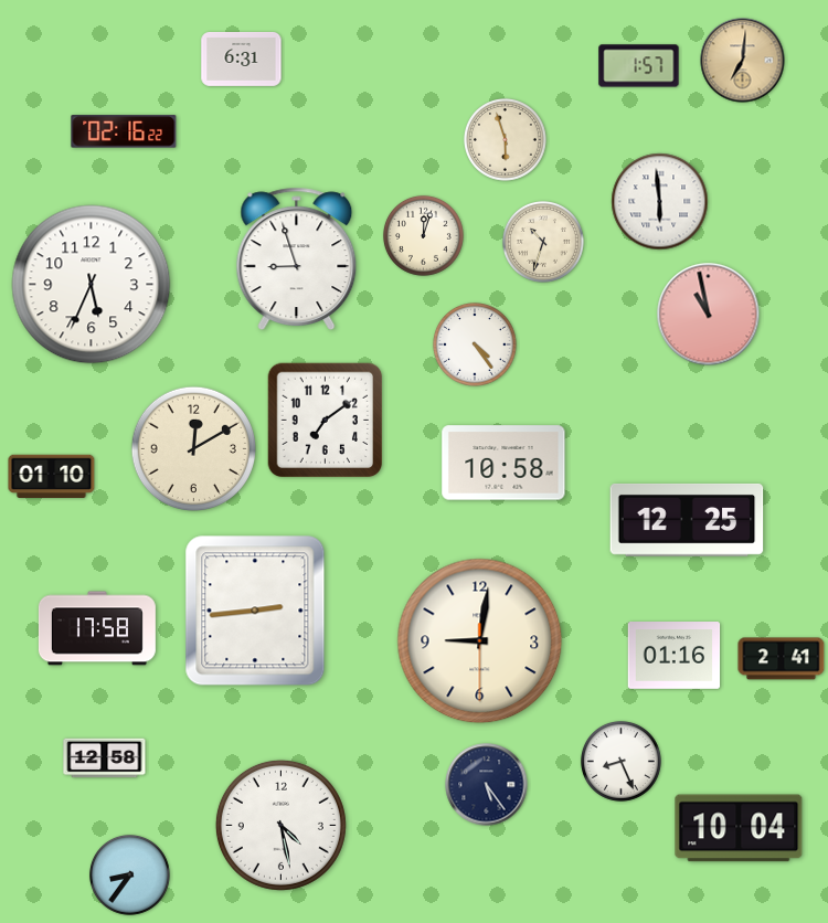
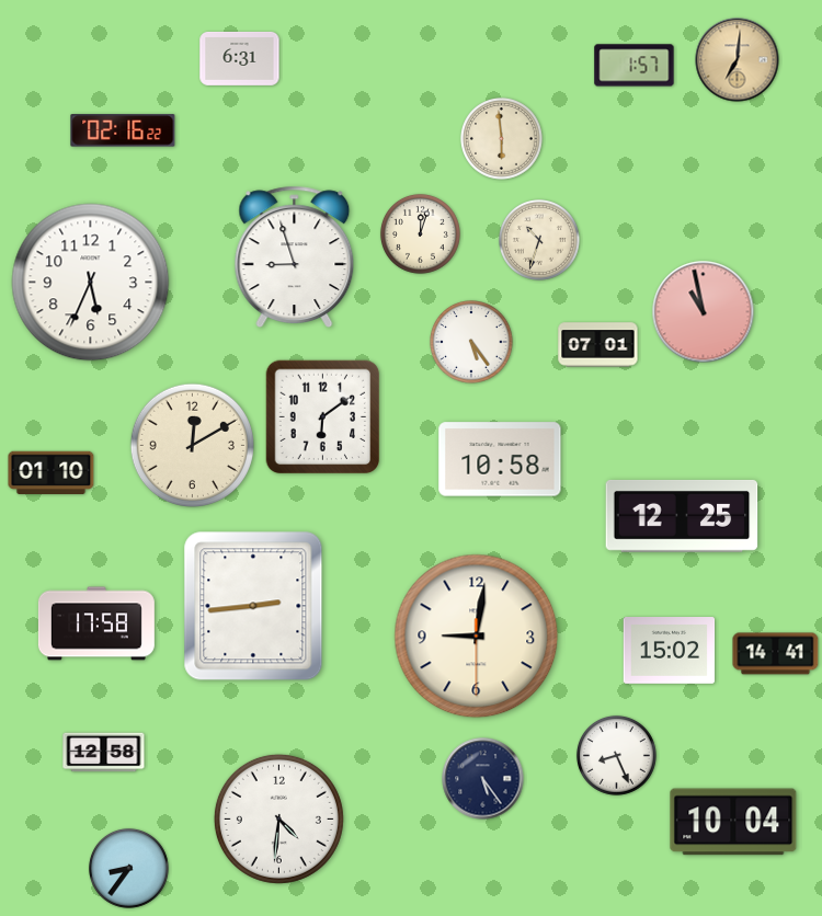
clock at (506, 140): 5:57 -> 5:59
clock at (660, 202): 5:59 -> none
clock at (475, 344): 4:24 -> 5:24
clock at (598, 345): none -> 07:01
clock at (326, 421): 7:09 -> 6:09
clock at (675, 656): 01:16 -> 15:02
clock at (782, 659): 2:41 -> 14:41
clock at (280, 825): 4:28 -> 4:31
